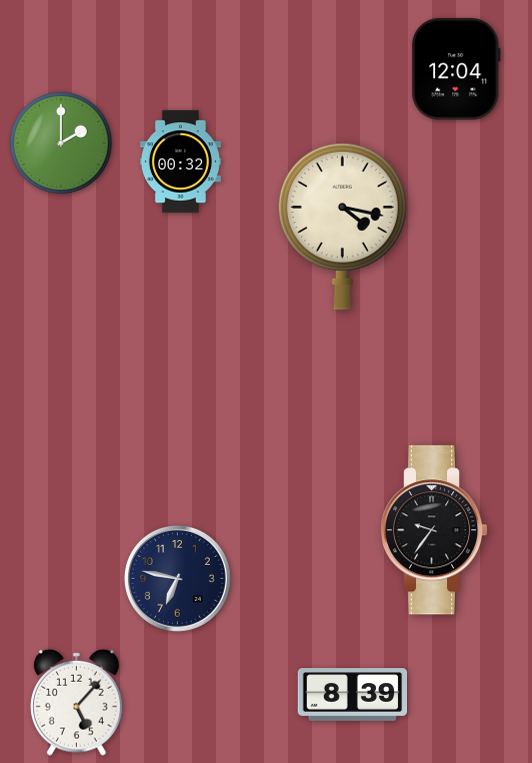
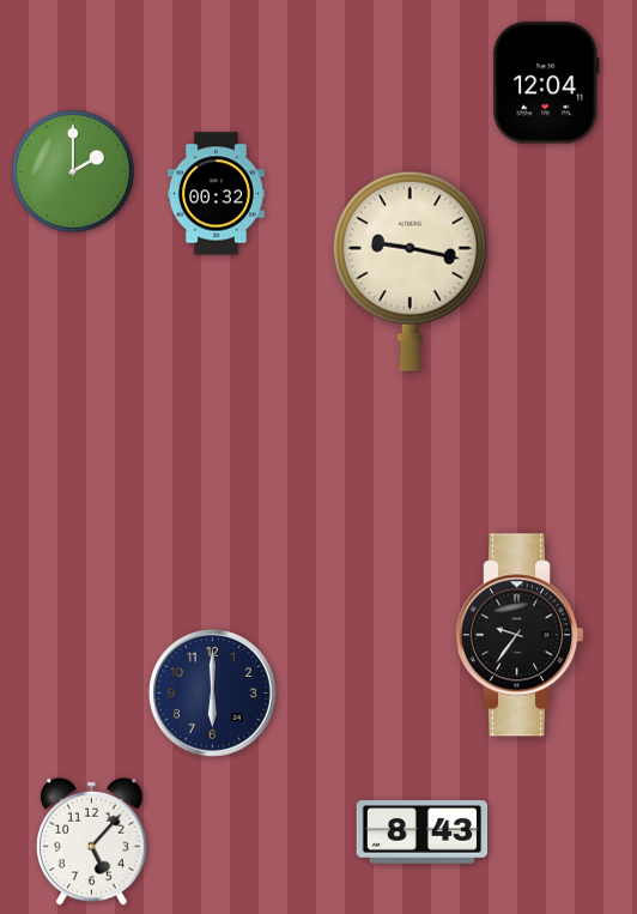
clock at (342, 226): 4:17 -> 9:17
clock at (177, 578): 6:47 -> 6:00
clock at (353, 695): 8:39 -> 8:43
